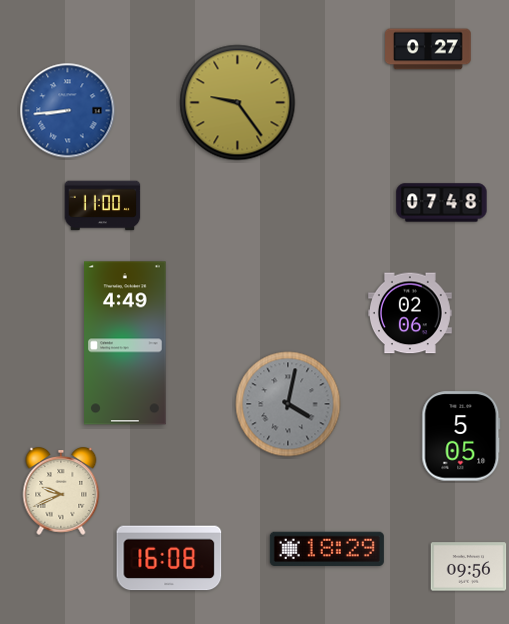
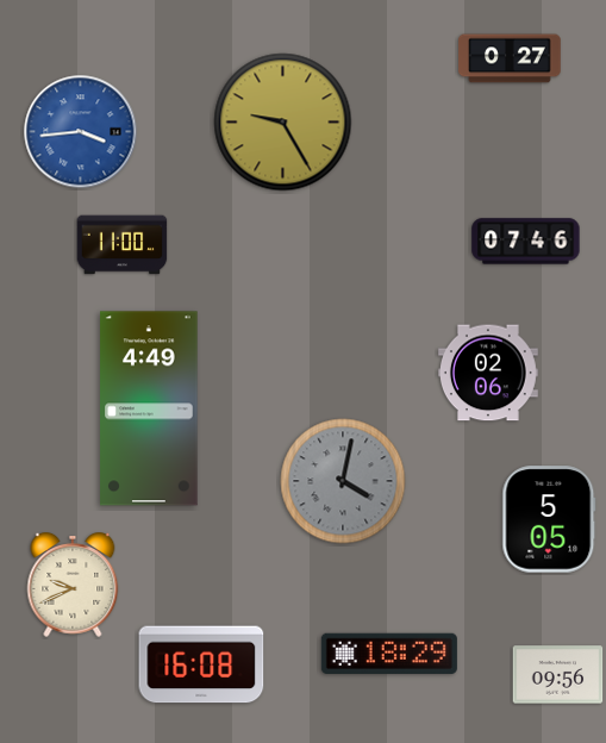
clock at (238, 103): 9:24 -> 9:25
clock at (68, 111): 8:44 -> 3:44
clock at (442, 203): 07:48 -> 07:46
